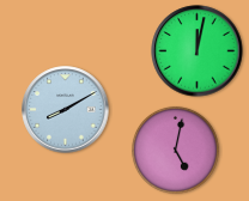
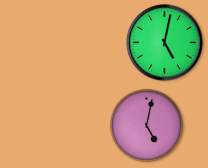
clock at (198, 51): 12:02 -> 5:02
clock at (66, 110): 8:10 -> none
